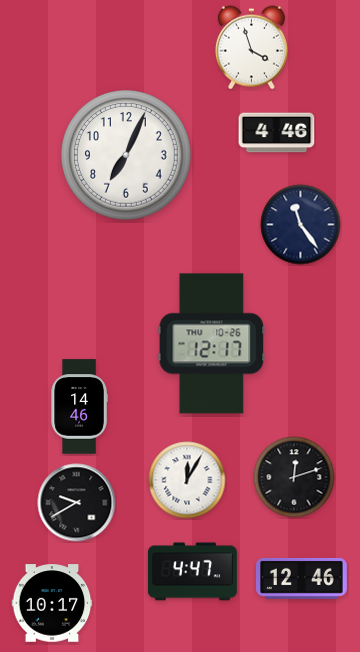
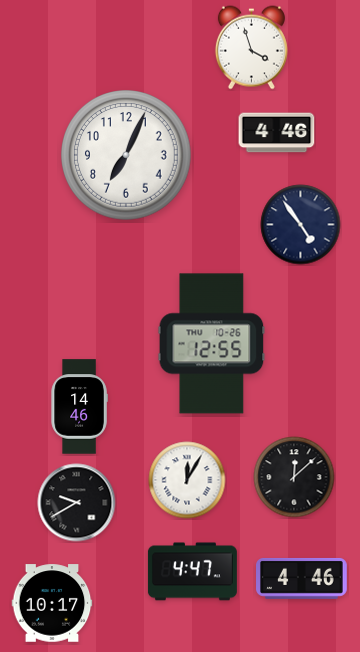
clock at (301, 225): 11:24 -> 4:54
clock at (212, 344): 12:17 -> 12:55
clock at (294, 477): 12:12 -> 12:08
clock at (302, 578): 12:46 -> 4:46
